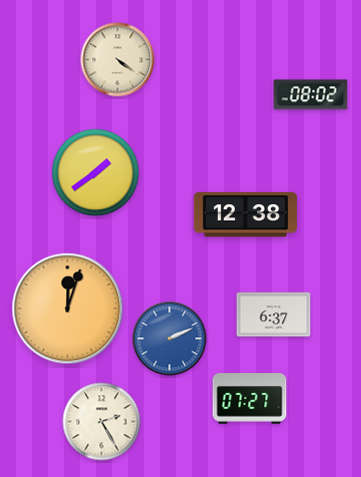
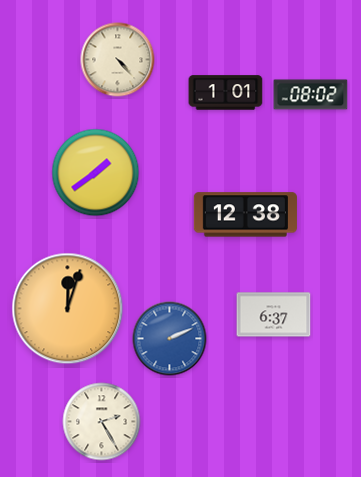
clock at (118, 60): 4:21 -> 4:23
clock at (226, 93): none -> 1:01
clock at (250, 399): 07:27 -> none
